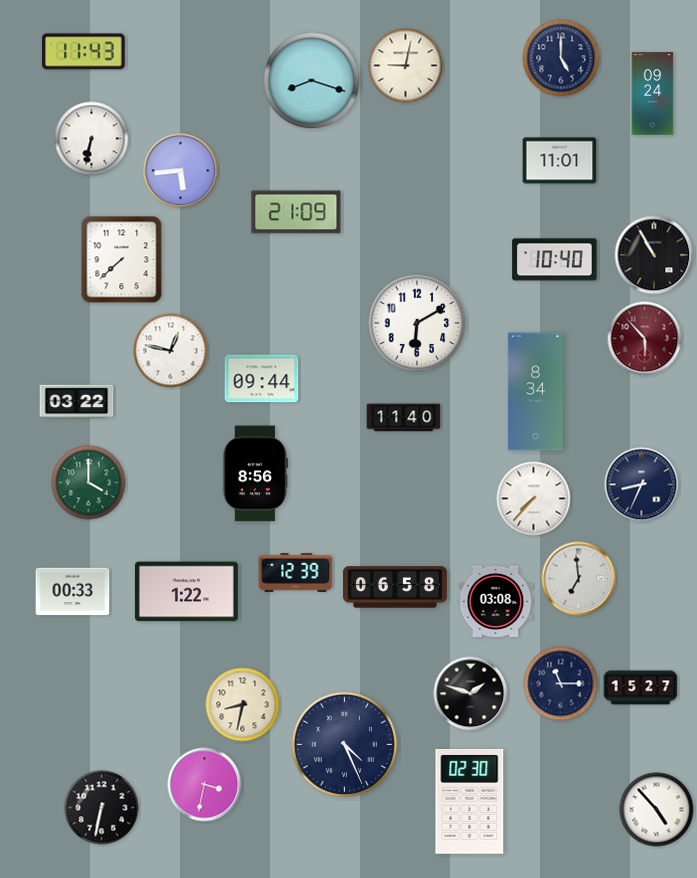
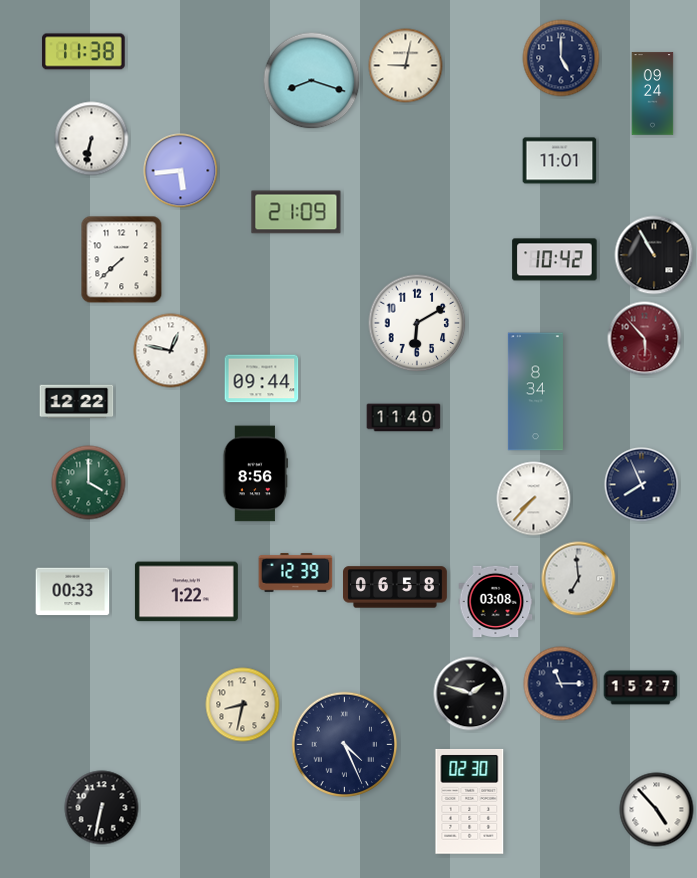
clock at (84, 52): 11:43 -> 11:38
clock at (555, 260): 10:40 -> 10:42
clock at (77, 402): 03:22 -> 12:22
clock at (642, 485): 8:34 -> 7:56
clock at (205, 785): 3:32 -> none
